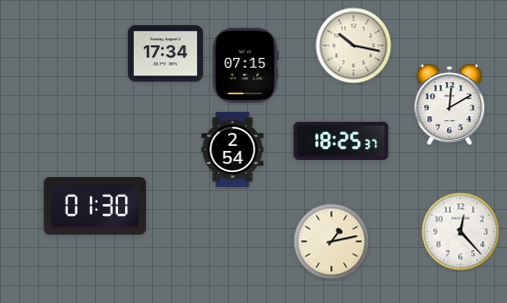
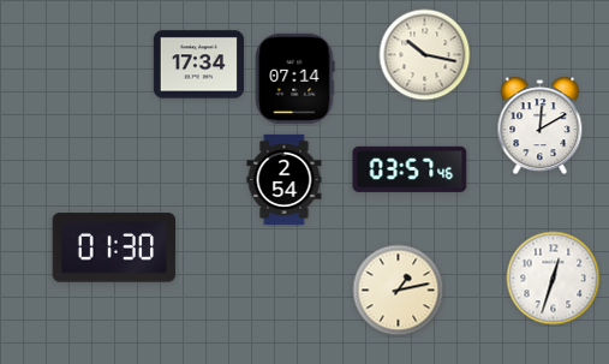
clock at (246, 65): 07:15 -> 07:14
clock at (341, 141): 18:25 -> 03:57
clock at (233, 149) position: (233, 149) -> (285, 179)
clock at (461, 232): 12:23 -> 12:33
